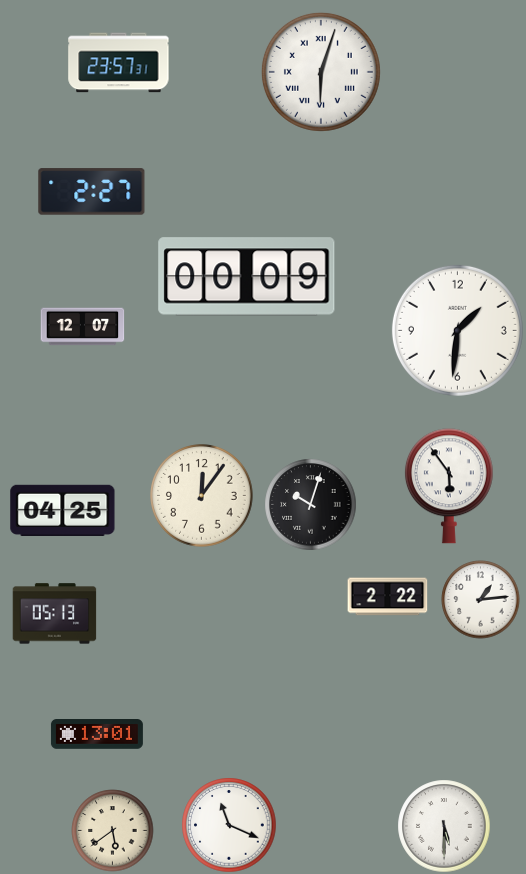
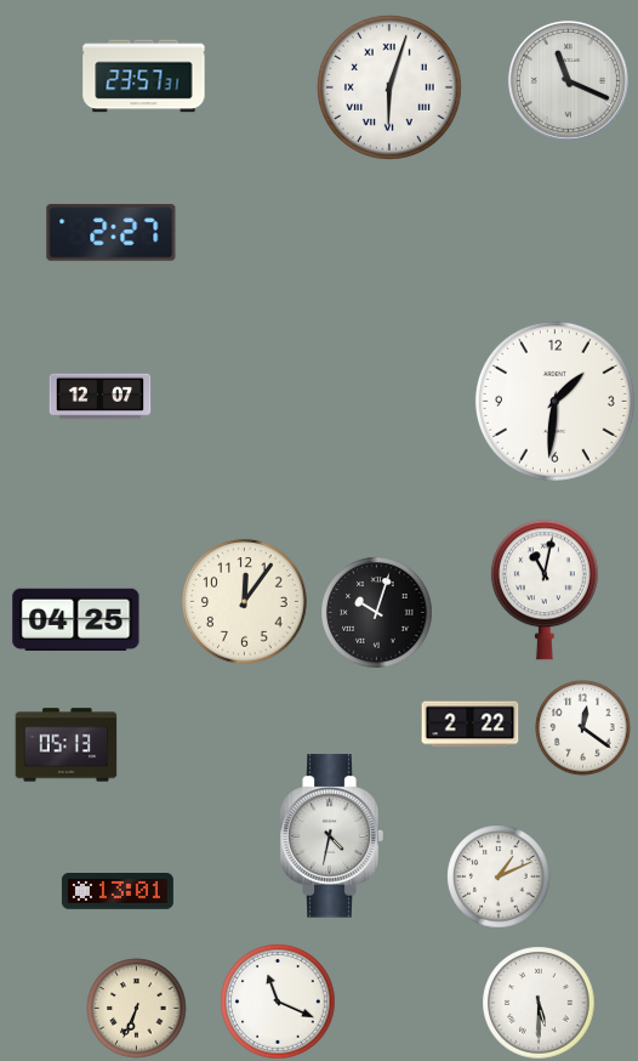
clock at (568, 80): none -> 11:19
clock at (247, 277): 00:09 -> none
clock at (449, 486): 5:54 -> 11:02
clock at (481, 600): 1:14 -> 12:21
clock at (331, 836): none -> 4:32
clock at (499, 876): none -> 1:11
clock at (113, 831): 5:39 -> 6:34
